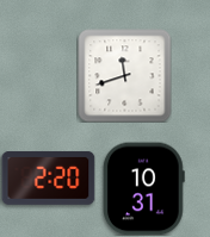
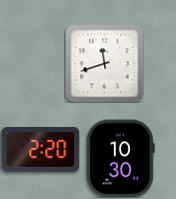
clock at (144, 188): 10:31 -> 10:30
